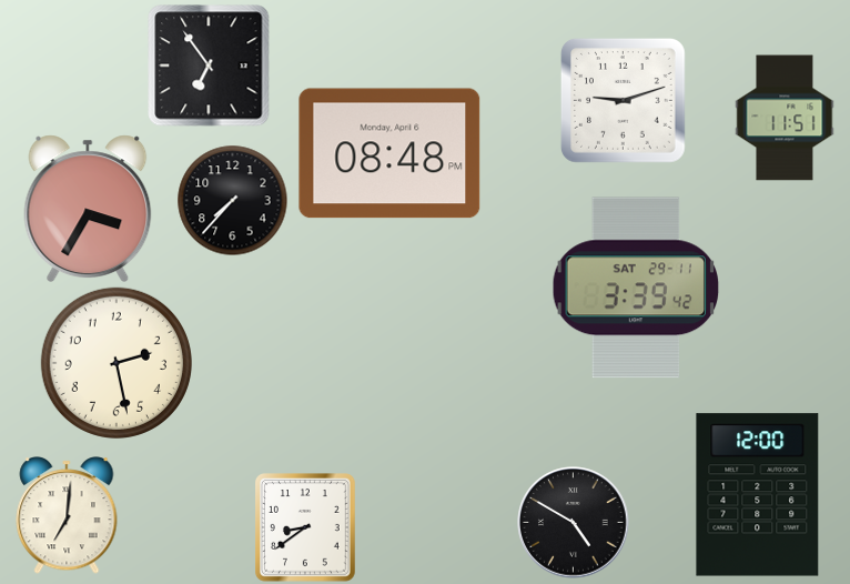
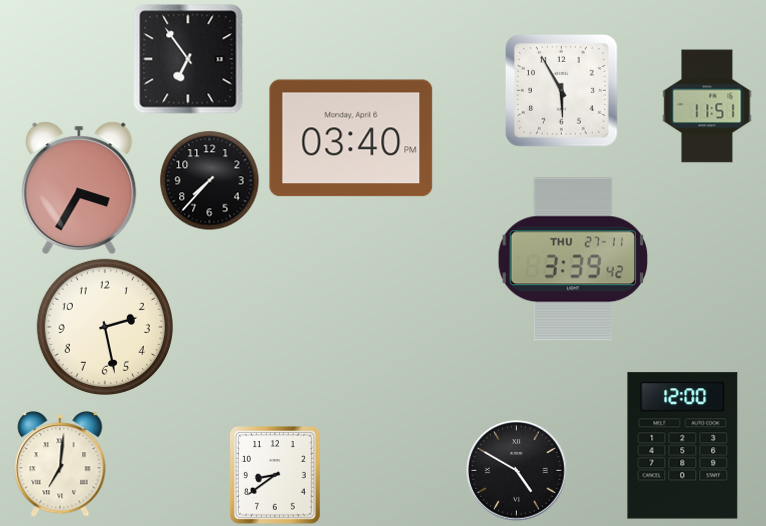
clock at (624, 101): 9:12 -> 5:55
clock at (389, 153): 08:48 -> 03:40
clock at (636, 288) date: SAT 29-11 -> THU 27-11
